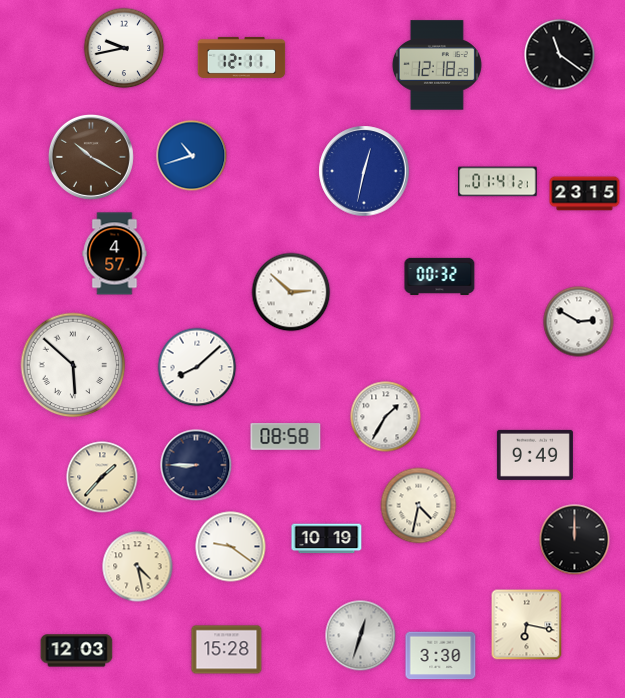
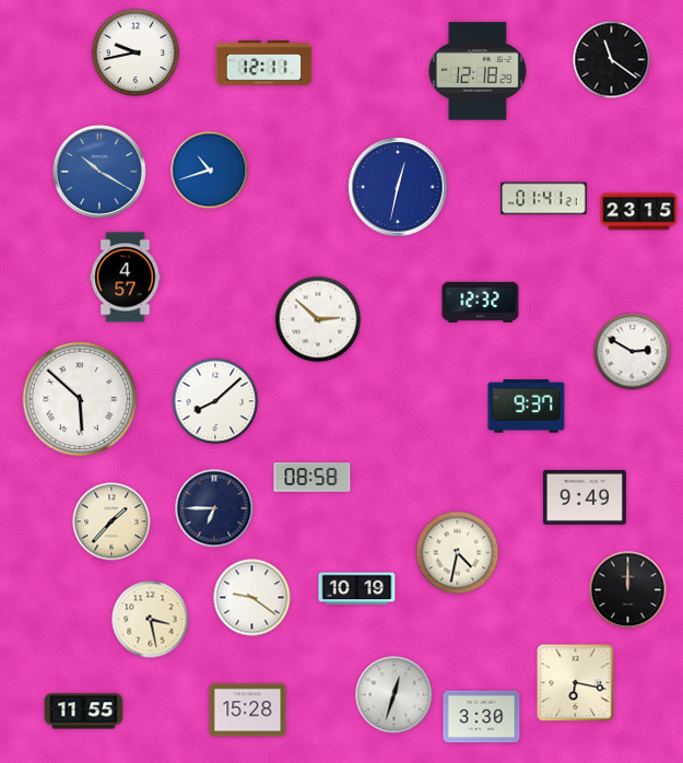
clock at (91, 157) dial: brown -> blue
clock at (440, 276): 00:32 -> 12:32
clock at (527, 407): none -> 9:37
clock at (386, 417): 1:35 -> none
clock at (196, 465): 8:45 -> 6:45
clock at (138, 567): 4:28 -> 3:28
clock at (77, 651): 12:03 -> 11:55
